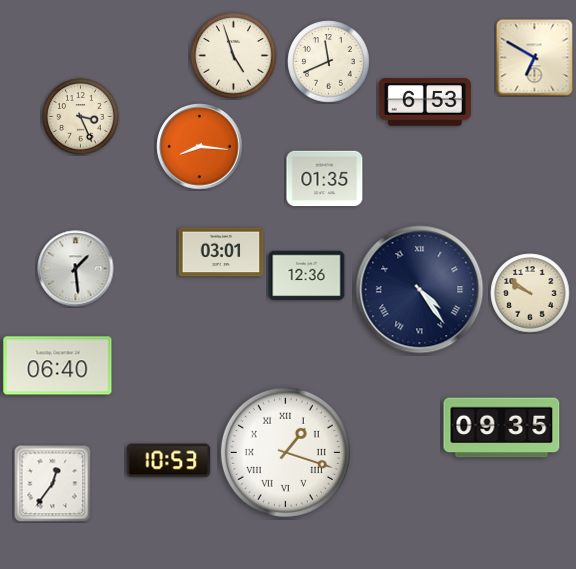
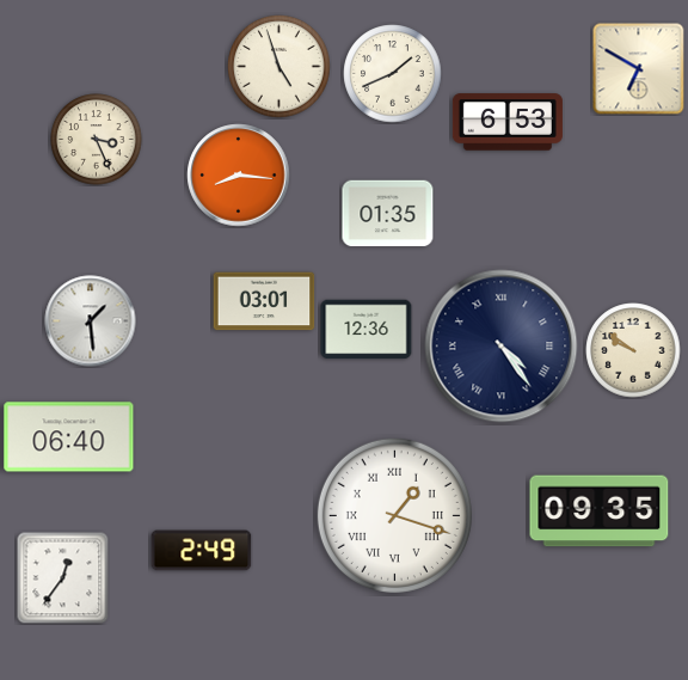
clock at (329, 62): 11:41 -> 1:41
clock at (285, 452) position: (285, 452) -> (394, 515)
clock at (169, 461): 10:53 -> 2:49
